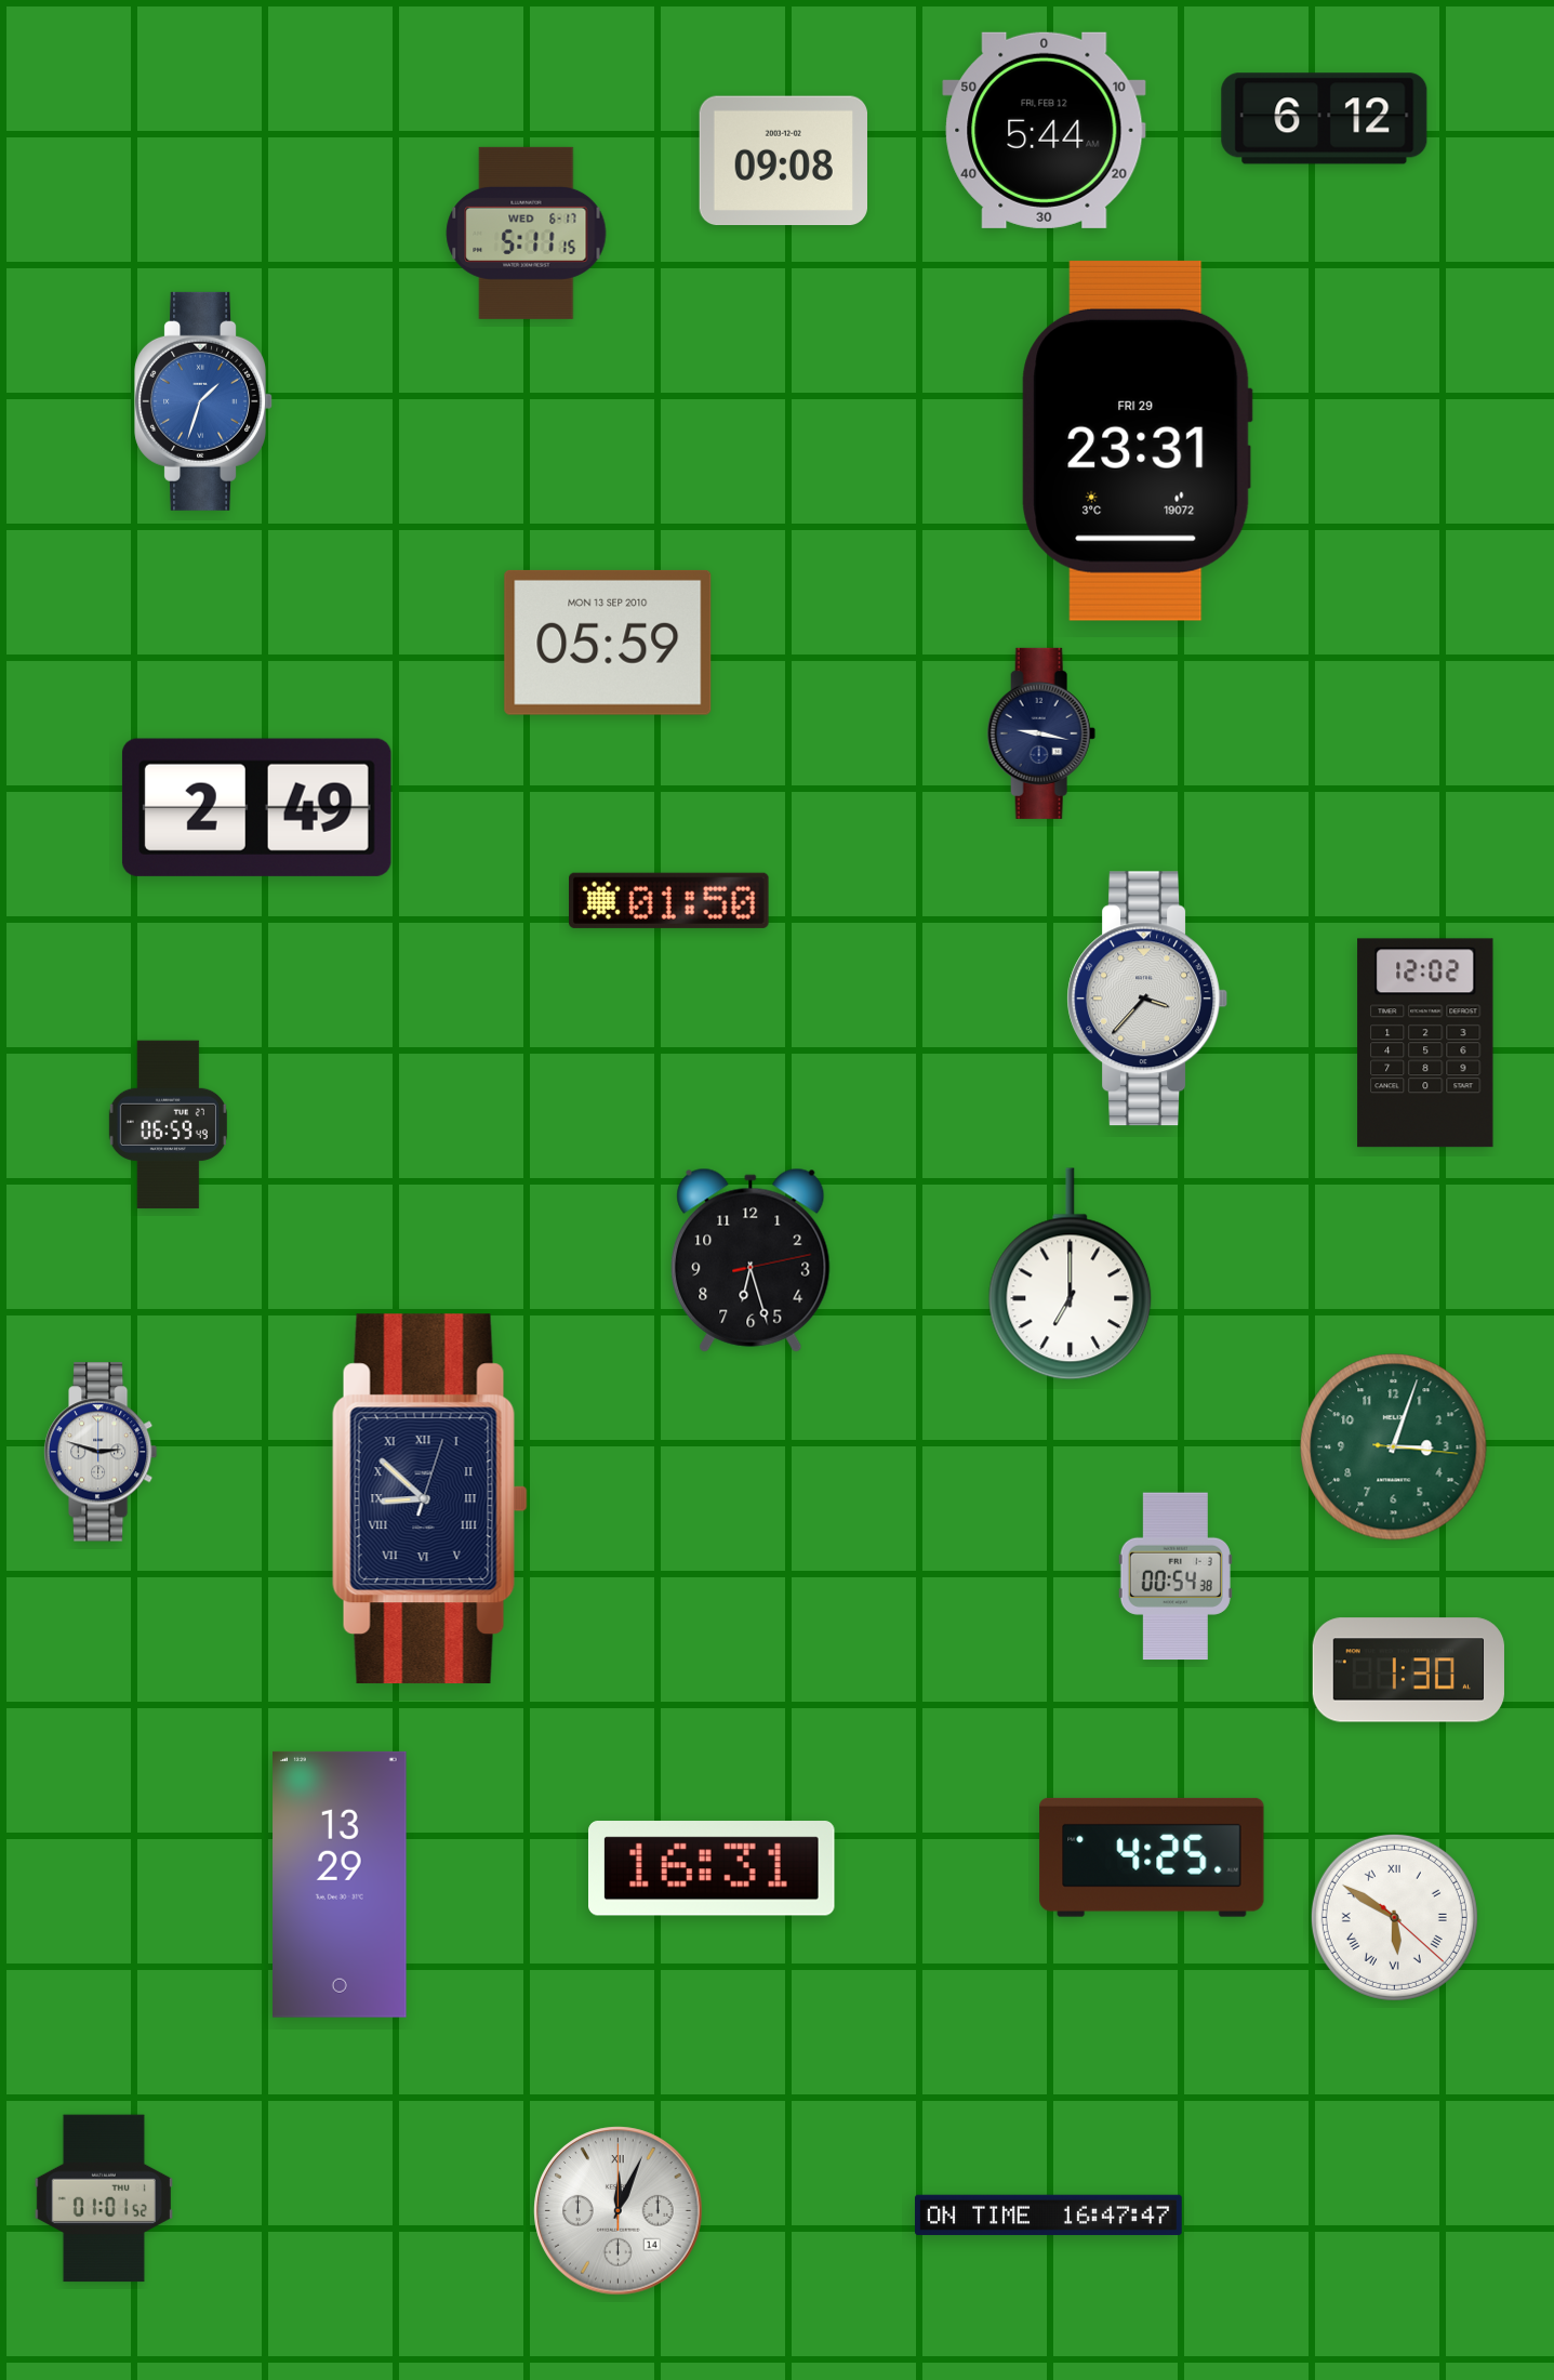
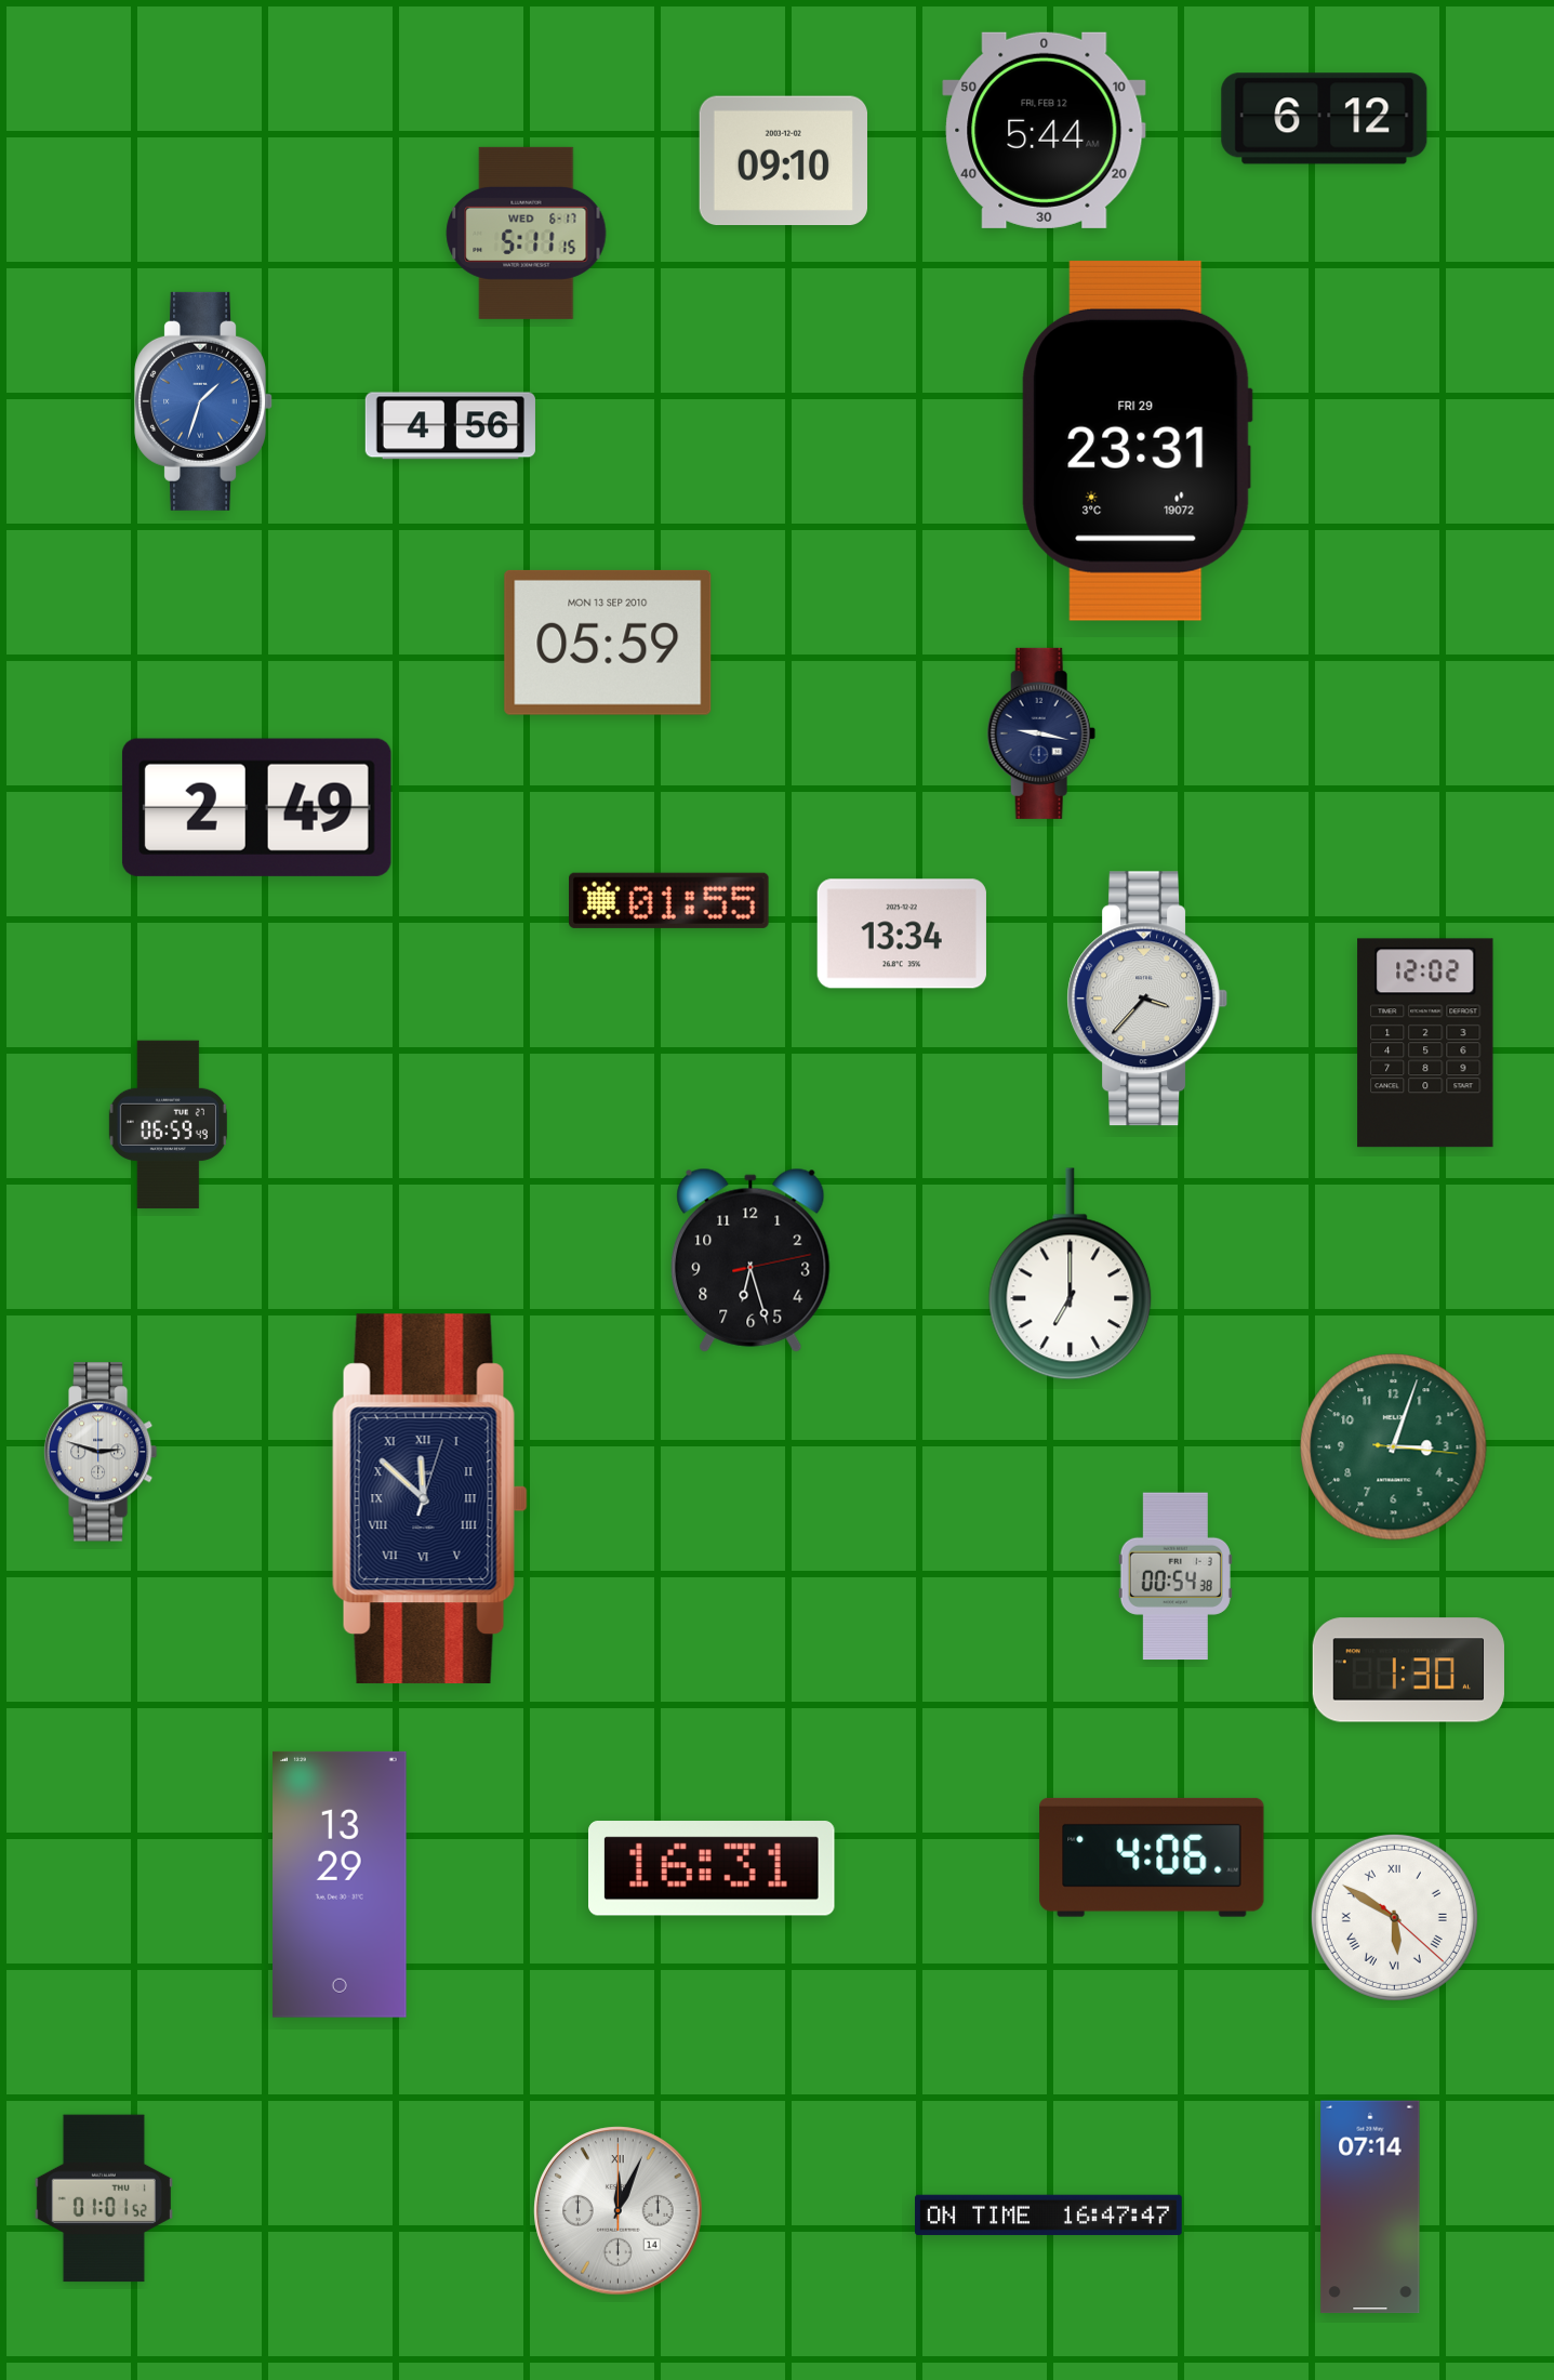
clock at (783, 161): 09:08 -> 09:10
clock at (450, 426): none -> 4:56
clock at (669, 900): 01:50 -> 01:55
clock at (902, 934): none -> 13:34
clock at (429, 1499): 8:52 -> 11:52
clock at (1152, 1857): 4:25 -> 4:06
clock at (1370, 2207): none -> 07:14
